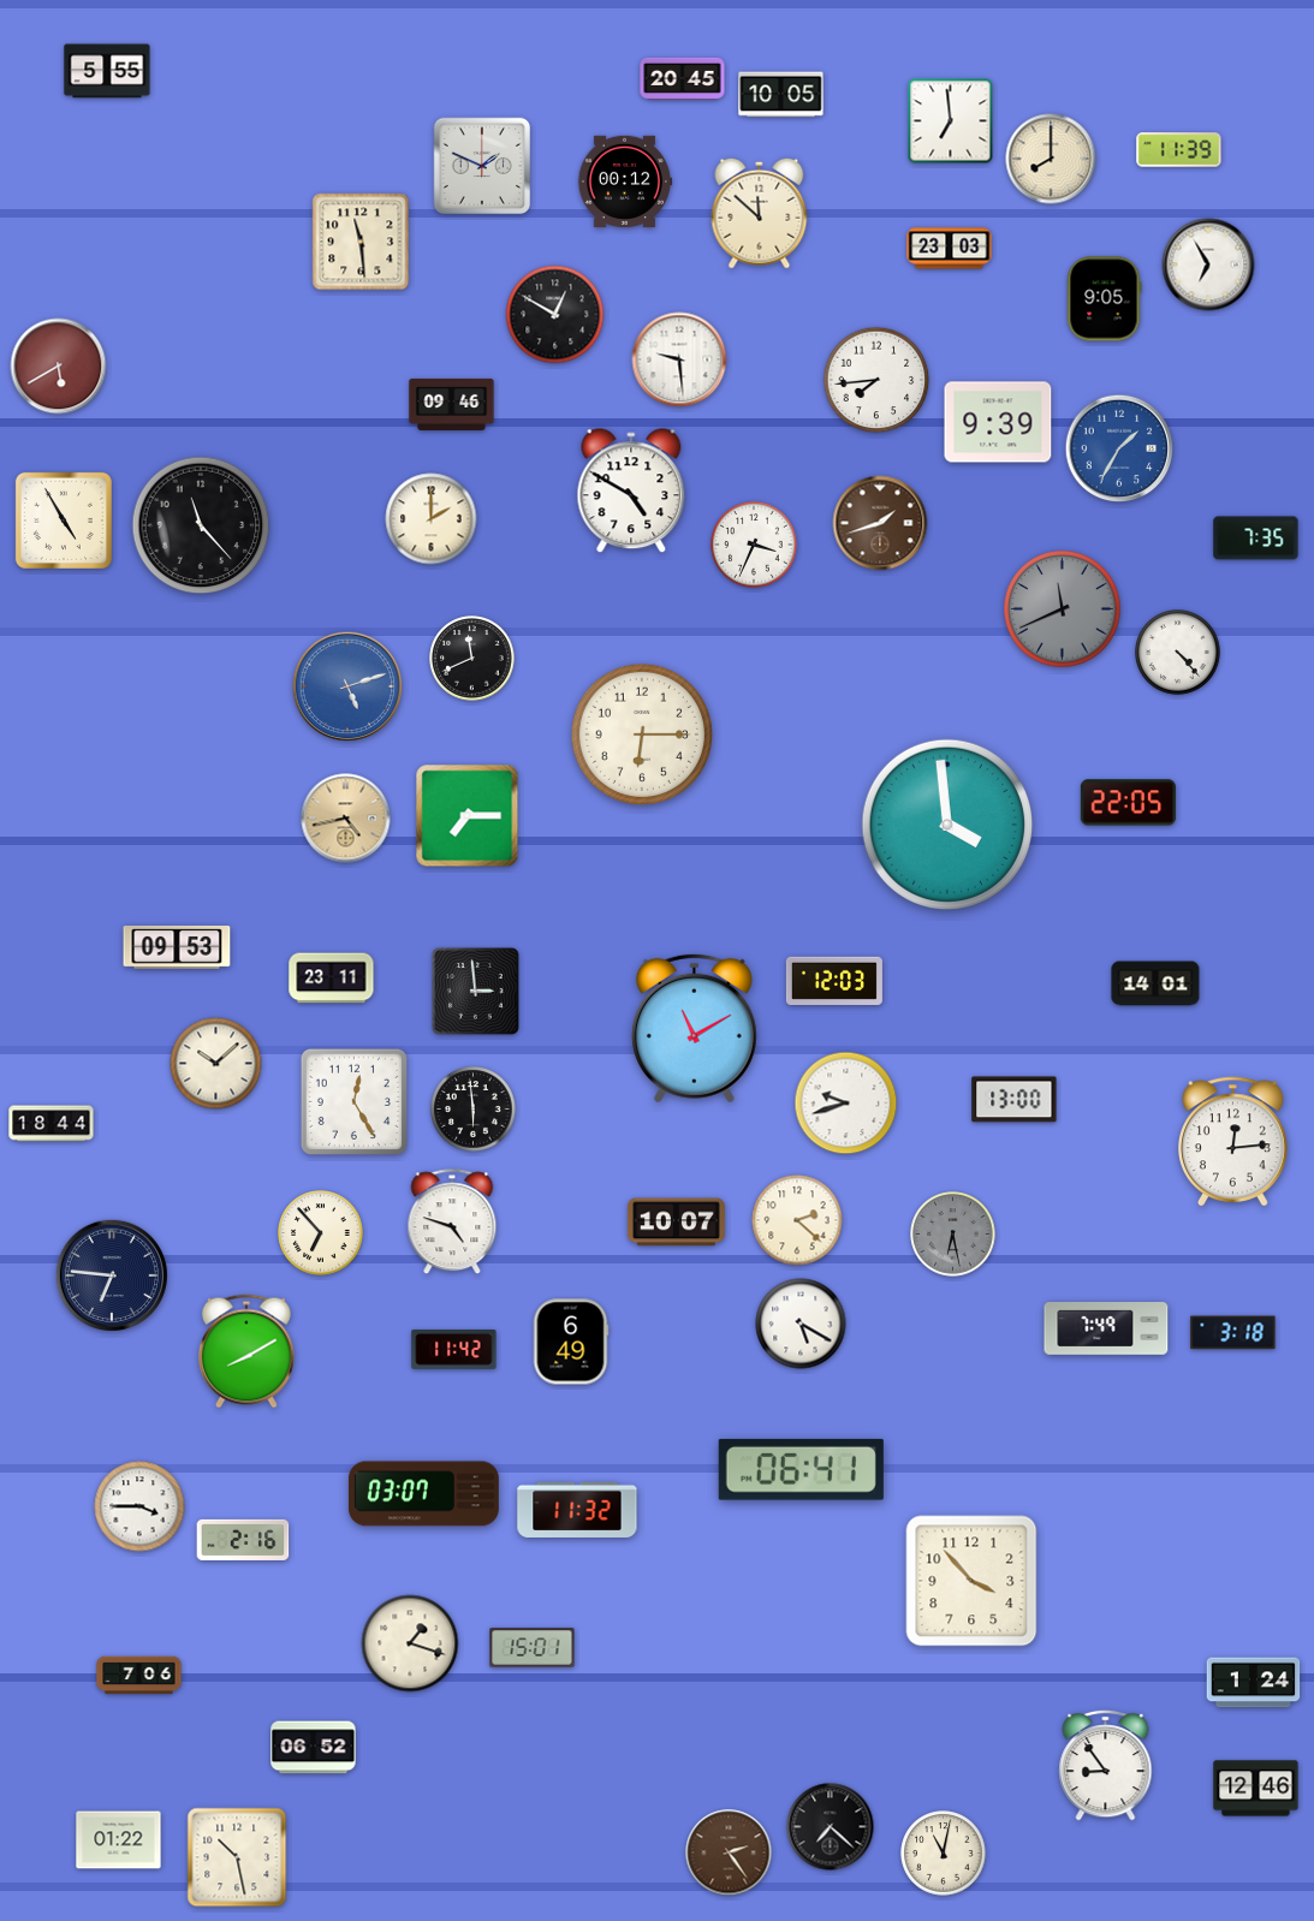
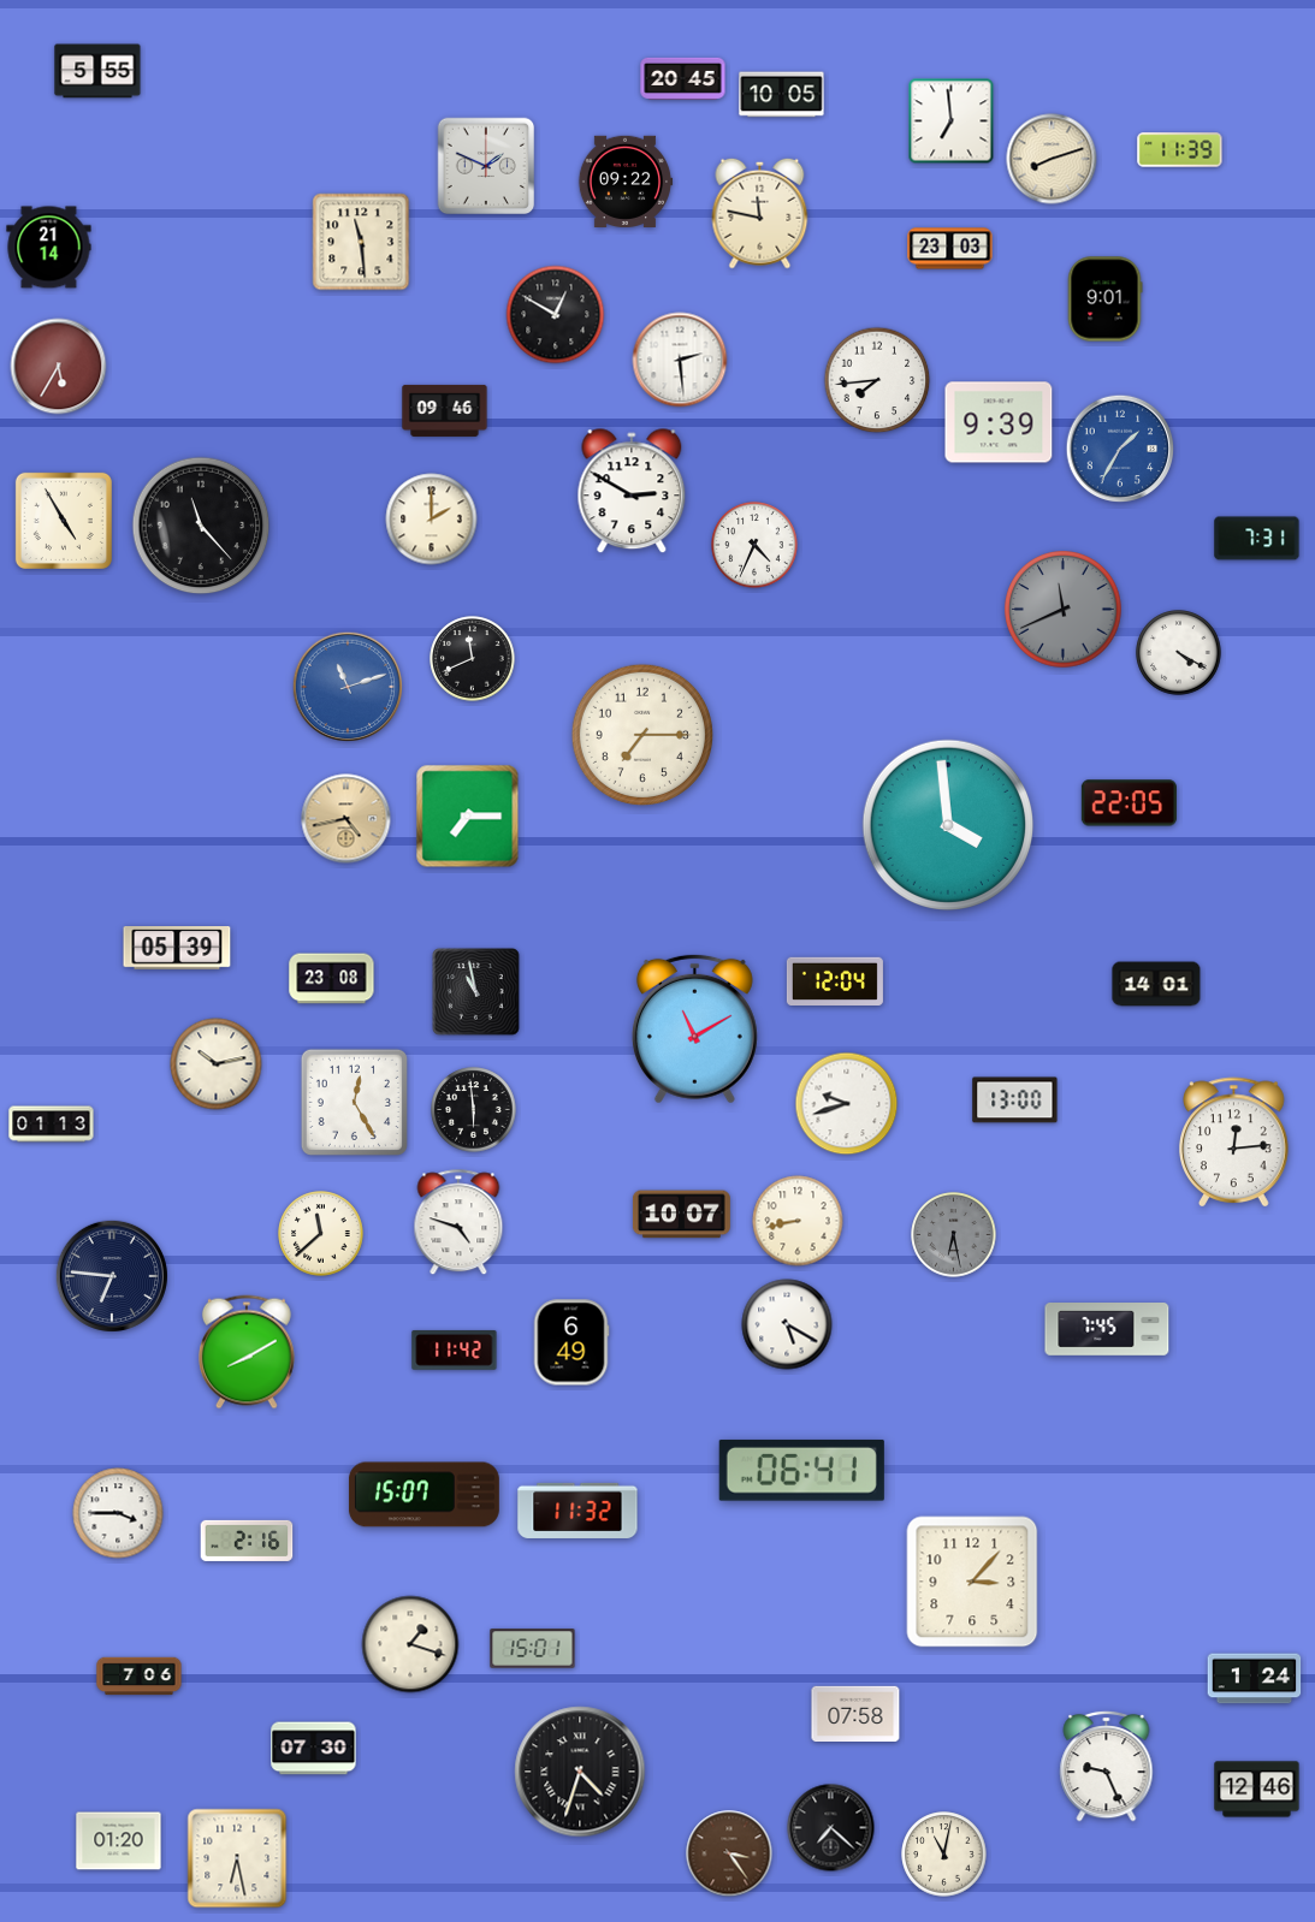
clock at (107, 71) position: (107, 71) -> (97, 71)
clock at (1051, 159): 8:00 -> 8:12
clock at (482, 166) position: (482, 166) -> (486, 166)
clock at (625, 180): 00:12 -> 09:22
clock at (760, 213): 11:52 -> 11:47
clock at (49, 248): none -> 21:14
clock at (1208, 264): 6:55 -> none
clock at (1104, 299): 9:05 -> 9:01
clock at (679, 359): 9:29 -> 2:29
clock at (59, 367): 5:40 -> 5:35
clock at (452, 404) position: (452, 404) -> (445, 410)
clock at (631, 492): 4:50 -> 2:50
clock at (880, 523): 1:42 -> none
clock at (1256, 539): 7:35 -> 7:31
clock at (754, 545): 3:34 -> 4:34
clock at (1178, 653): 4:23 -> 4:20
clock at (346, 685): 5:12 -> 11:12
clock at (642, 734): 6:15 -> 7:15
clock at (177, 947): 09:53 -> 05:39
clock at (332, 979): 23:11 -> 23:08
clock at (834, 980): 12:03 -> 12:04
clock at (476, 992): 2:59 -> 10:58
clock at (216, 1064): 10:08 -> 10:13
clock at (52, 1124): 18:44 -> 01:13
clock at (797, 1220): 2:22 -> 8:43
clock at (452, 1223) position: (452, 1223) -> (458, 1223)
clock at (676, 1223) position: (676, 1223) -> (681, 1215)
clock at (321, 1233): 6:53 -> 11:38
clock at (801, 1324) position: (801, 1324) -> (787, 1324)
clock at (1106, 1330): 7:49 -> 7:45
clock at (1233, 1333): 3:18 -> none
clock at (423, 1494): 03:07 -> 15:07
clock at (139, 1506) position: (139, 1506) -> (118, 1513)
clock at (243, 1540) position: (243, 1540) -> (247, 1541)
clock at (971, 1581): 3:53 -> 3:07
clock at (1254, 1683) position: (1254, 1683) -> (1255, 1679)
clock at (855, 1713): none -> 07:58
clock at (314, 1748): 06:52 -> 07:30
clock at (1106, 1765): 8:54 -> 9:26
clock at (580, 1772): none -> 4:33
clock at (119, 1840): 01:22 -> 01:20
clock at (729, 1852): 2:24 -> 3:24
clock at (237, 1857): 10:28 -> 6:28
